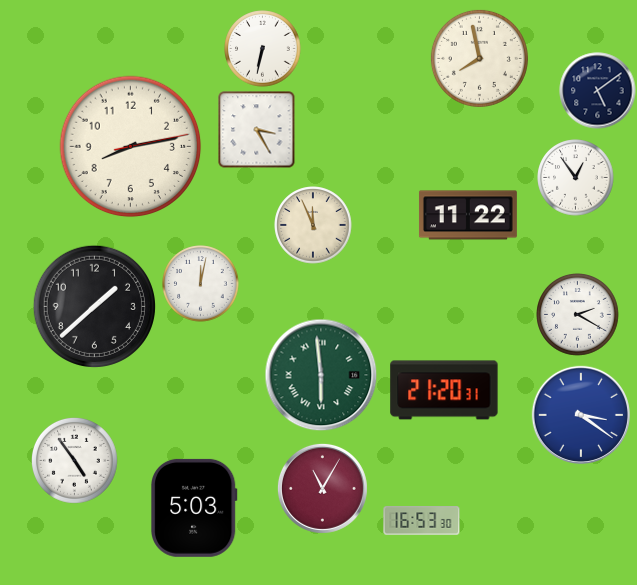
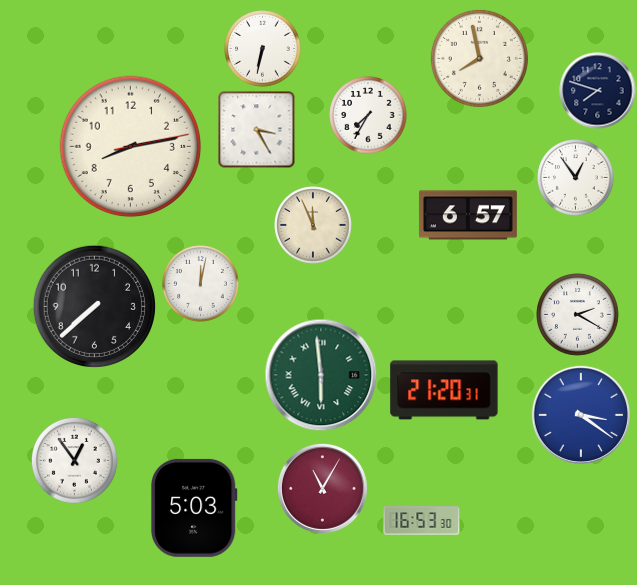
clock at (598, 91): 5:09 -> 7:48
clock at (368, 115): none -> 7:35
clock at (468, 215): 11:22 -> 6:57
clock at (94, 306): 1:38 -> 7:38
clock at (74, 460): 4:54 -> 12:54
